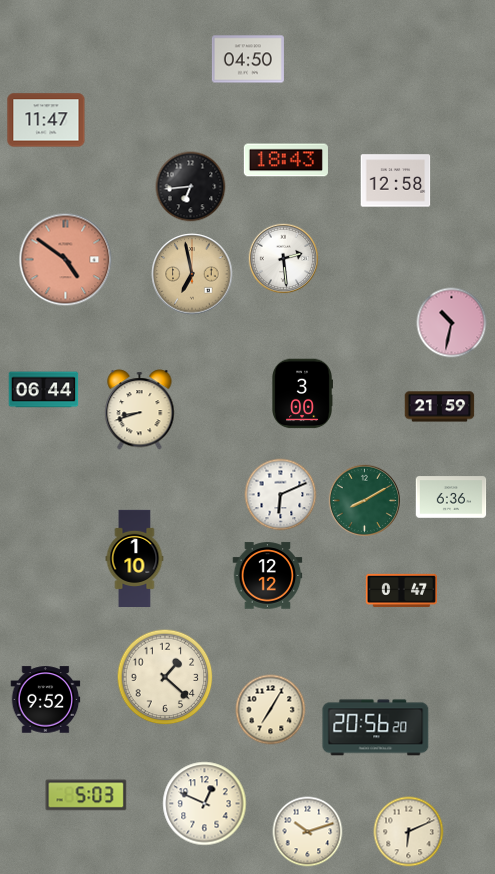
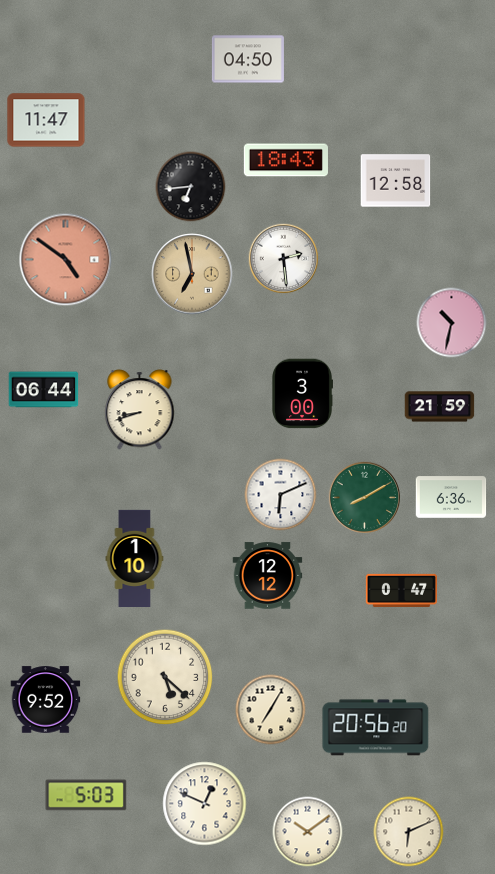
clock at (364, 500) position: (364, 500) -> (364, 497)
clock at (165, 677): 1:22 -> 5:22
clock at (308, 832): 10:12 -> 10:09
